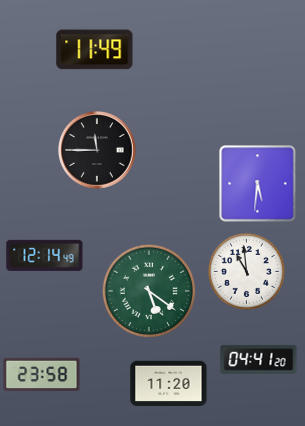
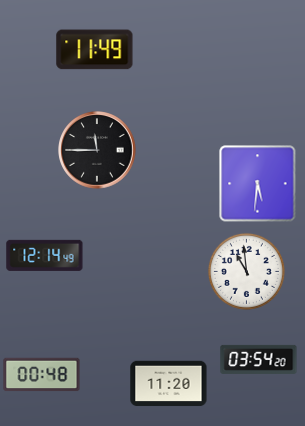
clock at (148, 290): 5:21 -> none
clock at (259, 359): 04:41 -> 03:54
clock at (42, 375): 23:58 -> 00:48
